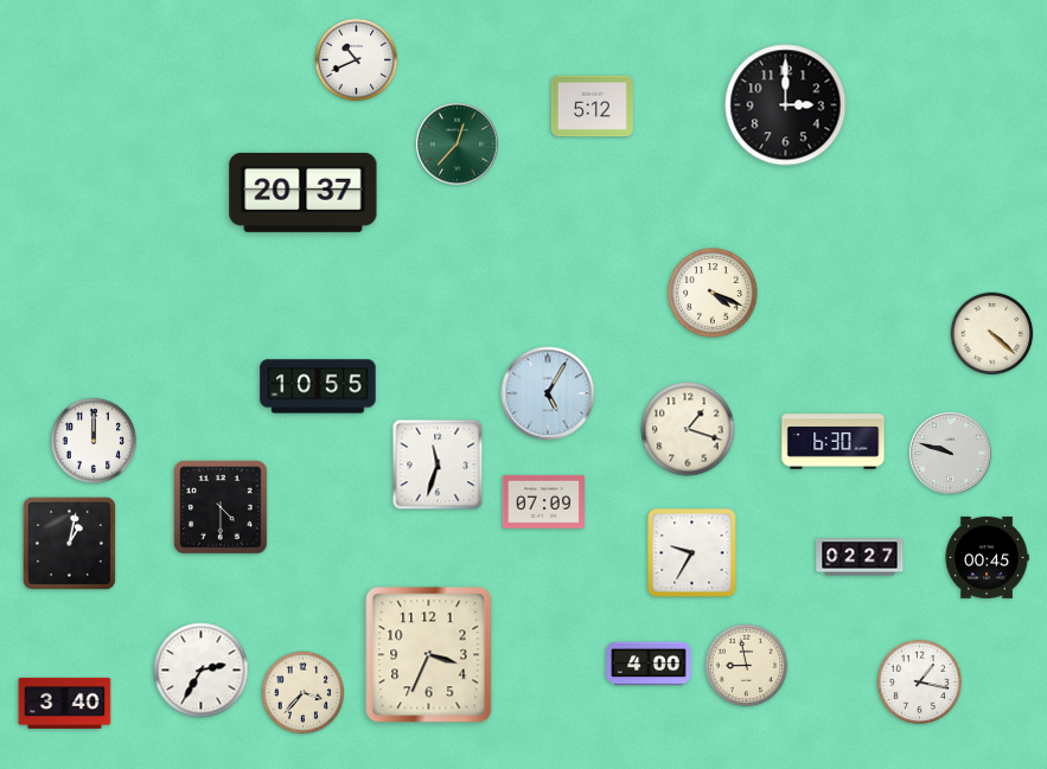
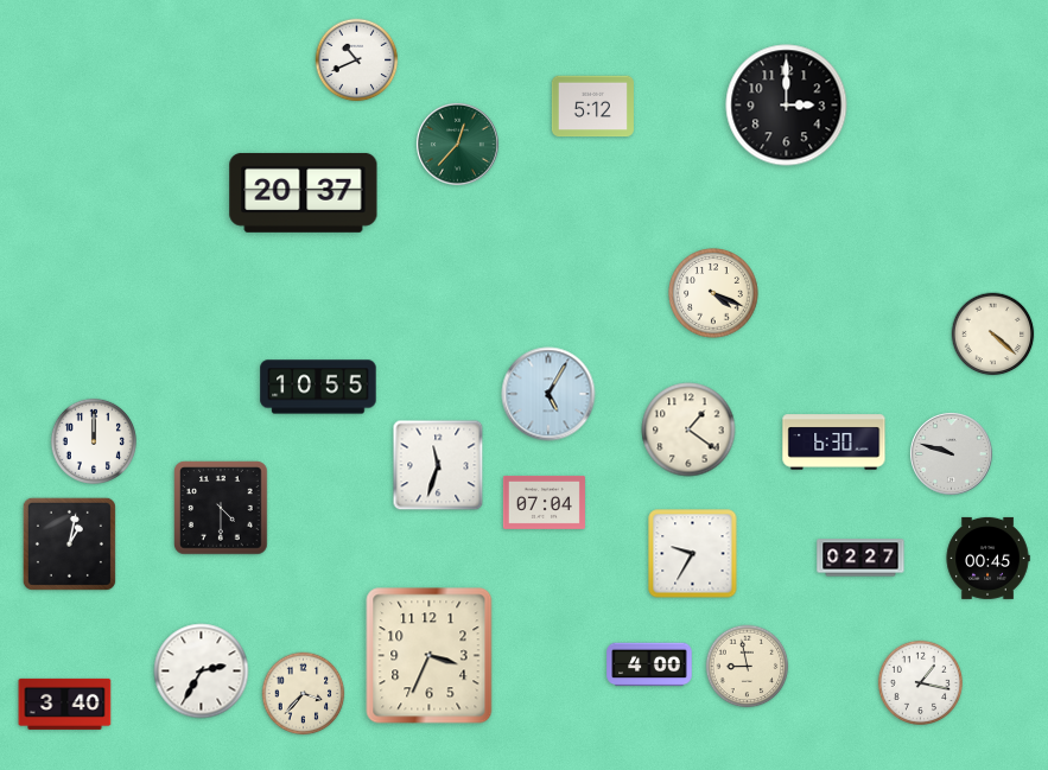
clock at (688, 429): 1:18 -> 1:21
clock at (543, 501): 07:09 -> 07:04
